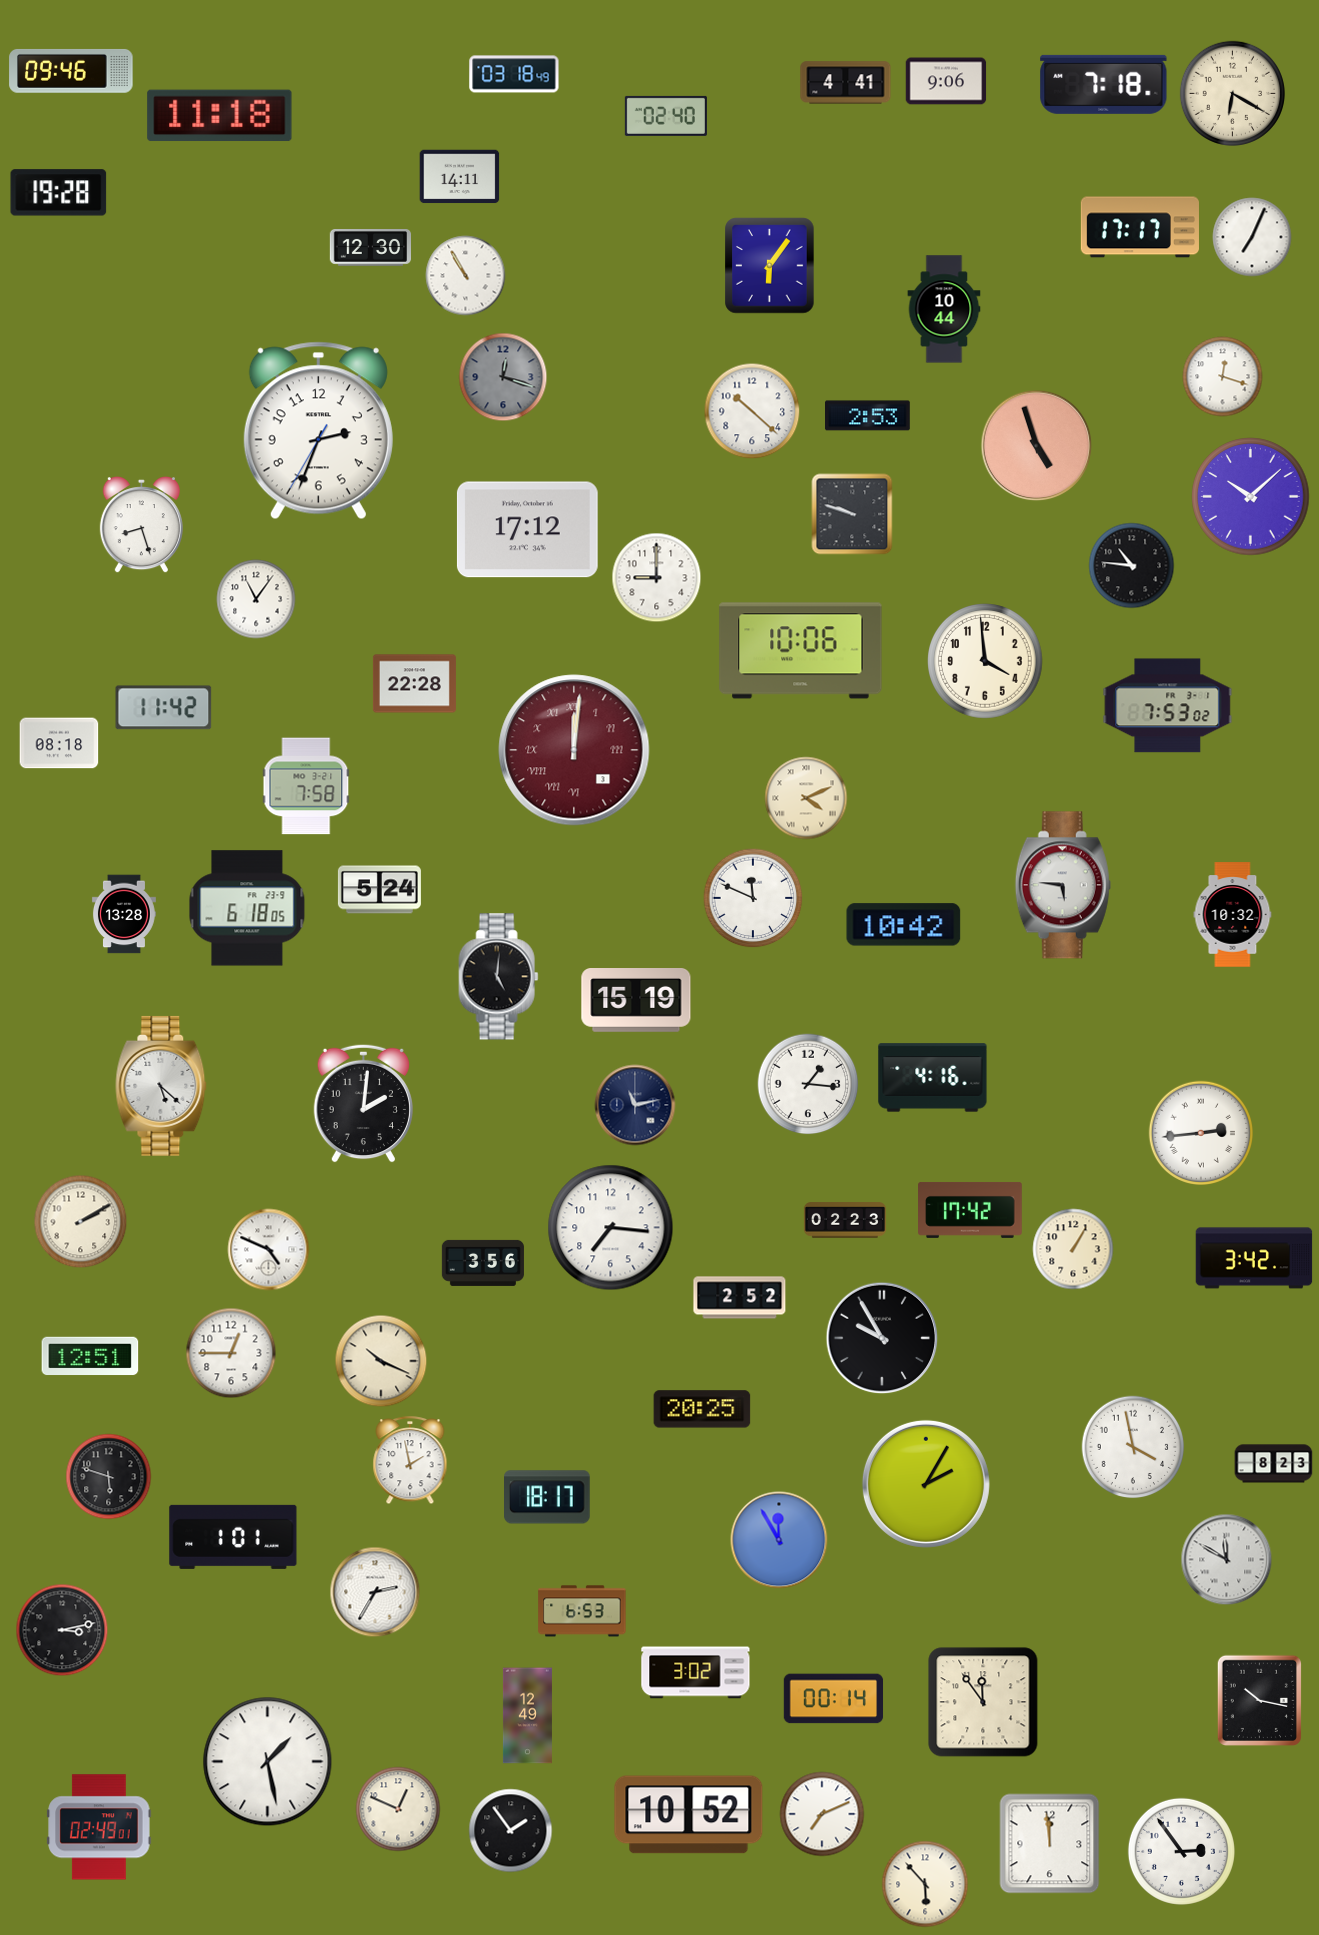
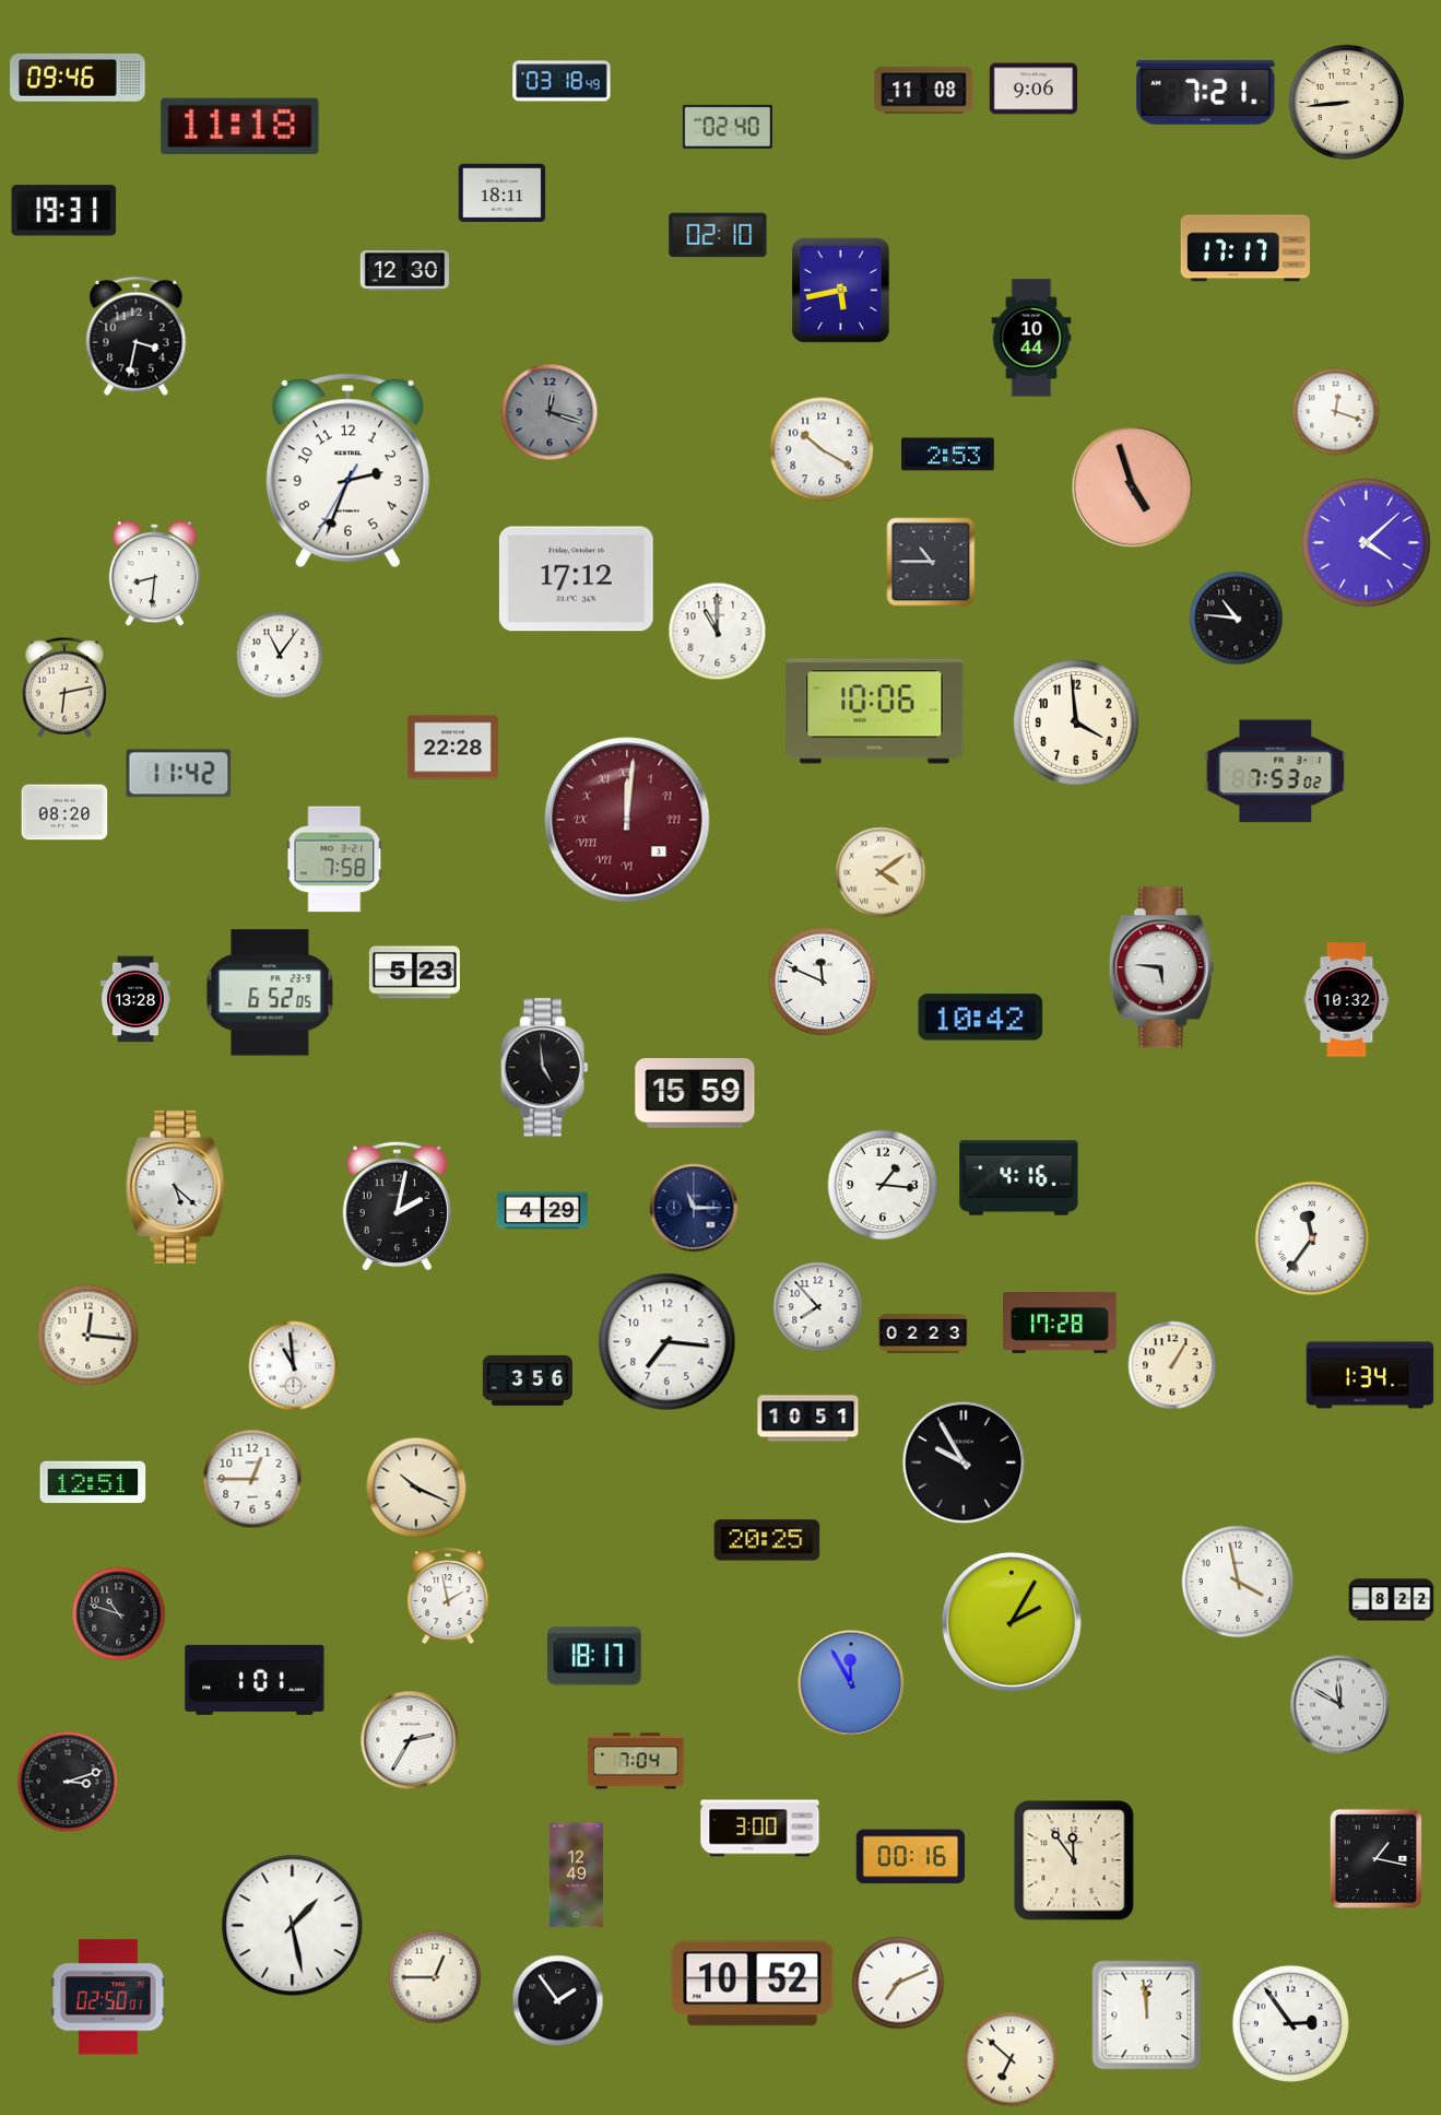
clock at (846, 83): 4:41 -> 11:08
clock at (1104, 84): 7:18 -> 7:21
clock at (1232, 93): 6:20 -> 8:44
clock at (460, 177): 14:11 -> 18:11
clock at (59, 193): 19:28 -> 19:31
clock at (718, 235): none -> 02:10
clock at (1252, 237): 7:04 -> none
clock at (770, 266): 6:06 -> 5:43
clock at (466, 276): 10:55 -> none
clock at (137, 336): none -> 3:32
clock at (752, 411): 10:22 -> 10:20
clock at (1251, 497): 10:08 -> 4:08
clock at (852, 514): 9:48 -> 10:45
clock at (141, 526): 8:27 -> 8:31
clock at (657, 578): 9:00 -> 11:00
clock at (64, 688): none -> 6:13
clock at (59, 743): 08:18 -> 08:20
clock at (806, 798): 4:11 -> 4:09
clock at (379, 890): 5:24 -> 5:23
clock at (247, 908): 6:18 -> 6:52
clock at (904, 925) position: (904, 925) -> (981, 1018)
clock at (499, 977): 5:01 -> 4:59
clock at (636, 1001): 15:19 -> 15:59
clock at (363, 1103): 2:01 -> 2:02
clock at (635, 1105): 11:13 -> 11:15
clock at (542, 1211): none -> 4:29
clock at (1200, 1132): 2:44 -> 11:36
clock at (818, 1307): none -> 7:53
clock at (970, 1210): 17:42 -> 17:28
clock at (81, 1222): 2:10 -> 12:16
clock at (269, 1250): 4:49 -> 10:59
clock at (1254, 1258): 3:42 -> 1:34
clock at (740, 1298): 2:52 -> 10:51
clock at (90, 1356) position: (90, 1356) -> (93, 1482)
clock at (1274, 1464): 8:23 -> 8:22
clock at (109, 1477): 5:48 -> 10:48
clock at (548, 1497) position: (548, 1497) -> (595, 1656)
clock at (582, 1611): 6:53 -> 7:04
clock at (62, 1630): 3:13 -> 3:12
clock at (696, 1673): 3:02 -> 3:00
clock at (834, 1699): 00:14 -> 00:16
clock at (1259, 1700): 10:17 -> 1:17
clock at (398, 1809): 12:49 -> 12:45
clock at (99, 1827): 02:49 -> 02:50
clock at (925, 1884): 5:53 -> 6:52
